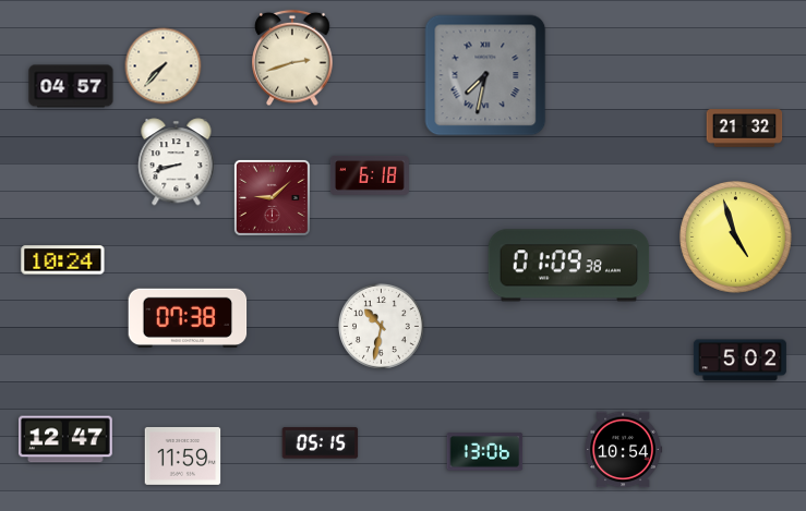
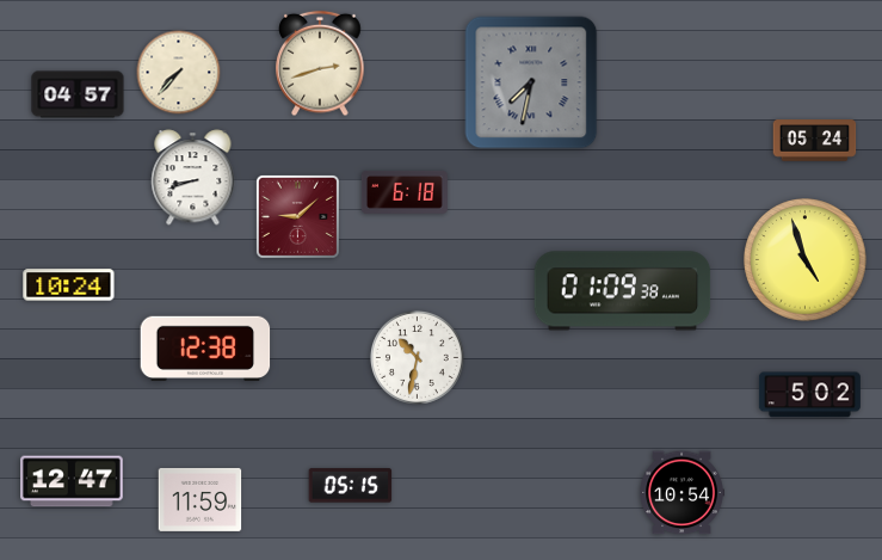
clock at (745, 129): 21:32 -> 05:24
clock at (188, 318): 07:38 -> 12:38
clock at (485, 452): 13:06 -> none
